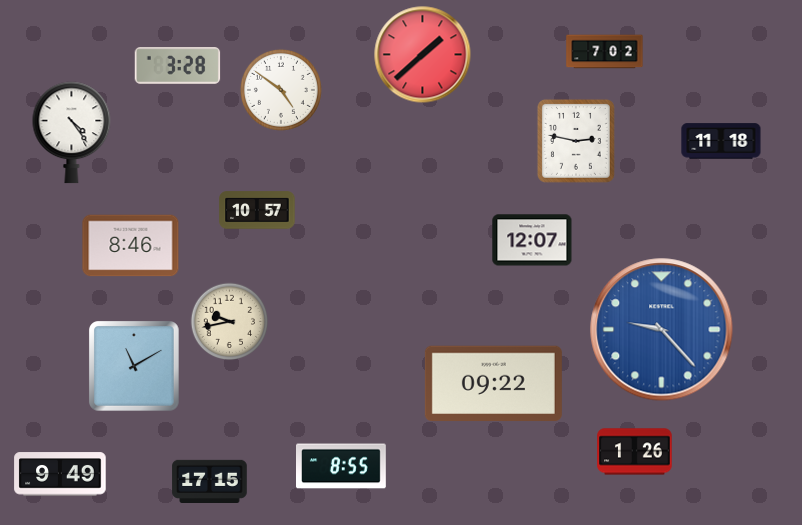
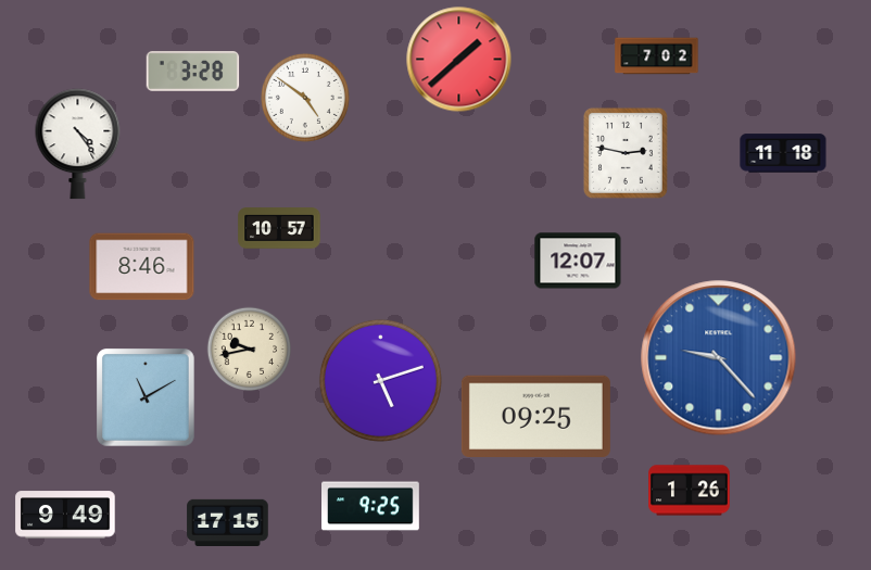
clock at (380, 380): none -> 5:12
clock at (493, 384): 09:22 -> 09:25
clock at (342, 466): 8:55 -> 9:25
